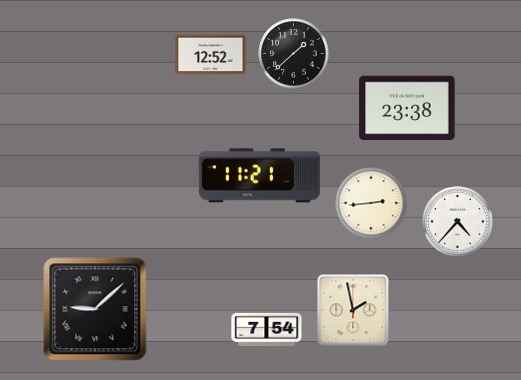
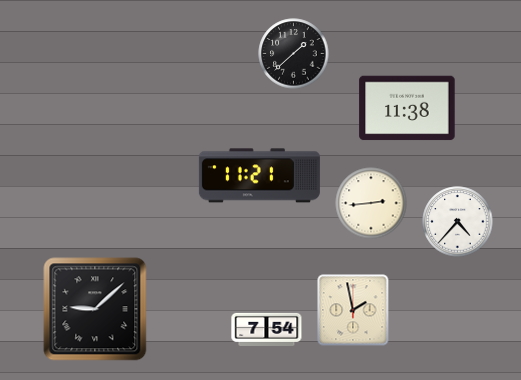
clock at (211, 55): 12:52 -> none
clock at (407, 108): 23:38 -> 11:38
